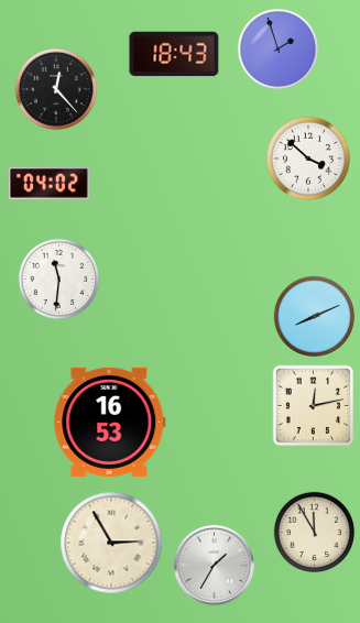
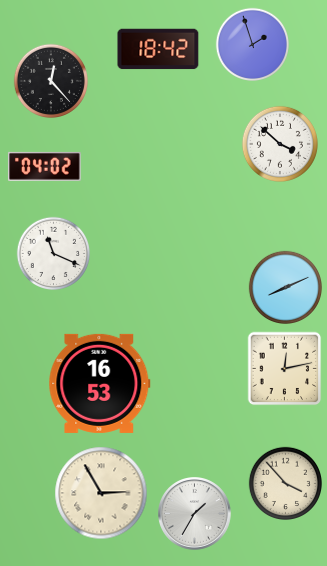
clock at (174, 54): 18:43 -> 18:42
clock at (58, 278): 11:31 -> 11:19
clock at (314, 532): 11:55 -> 3:53
